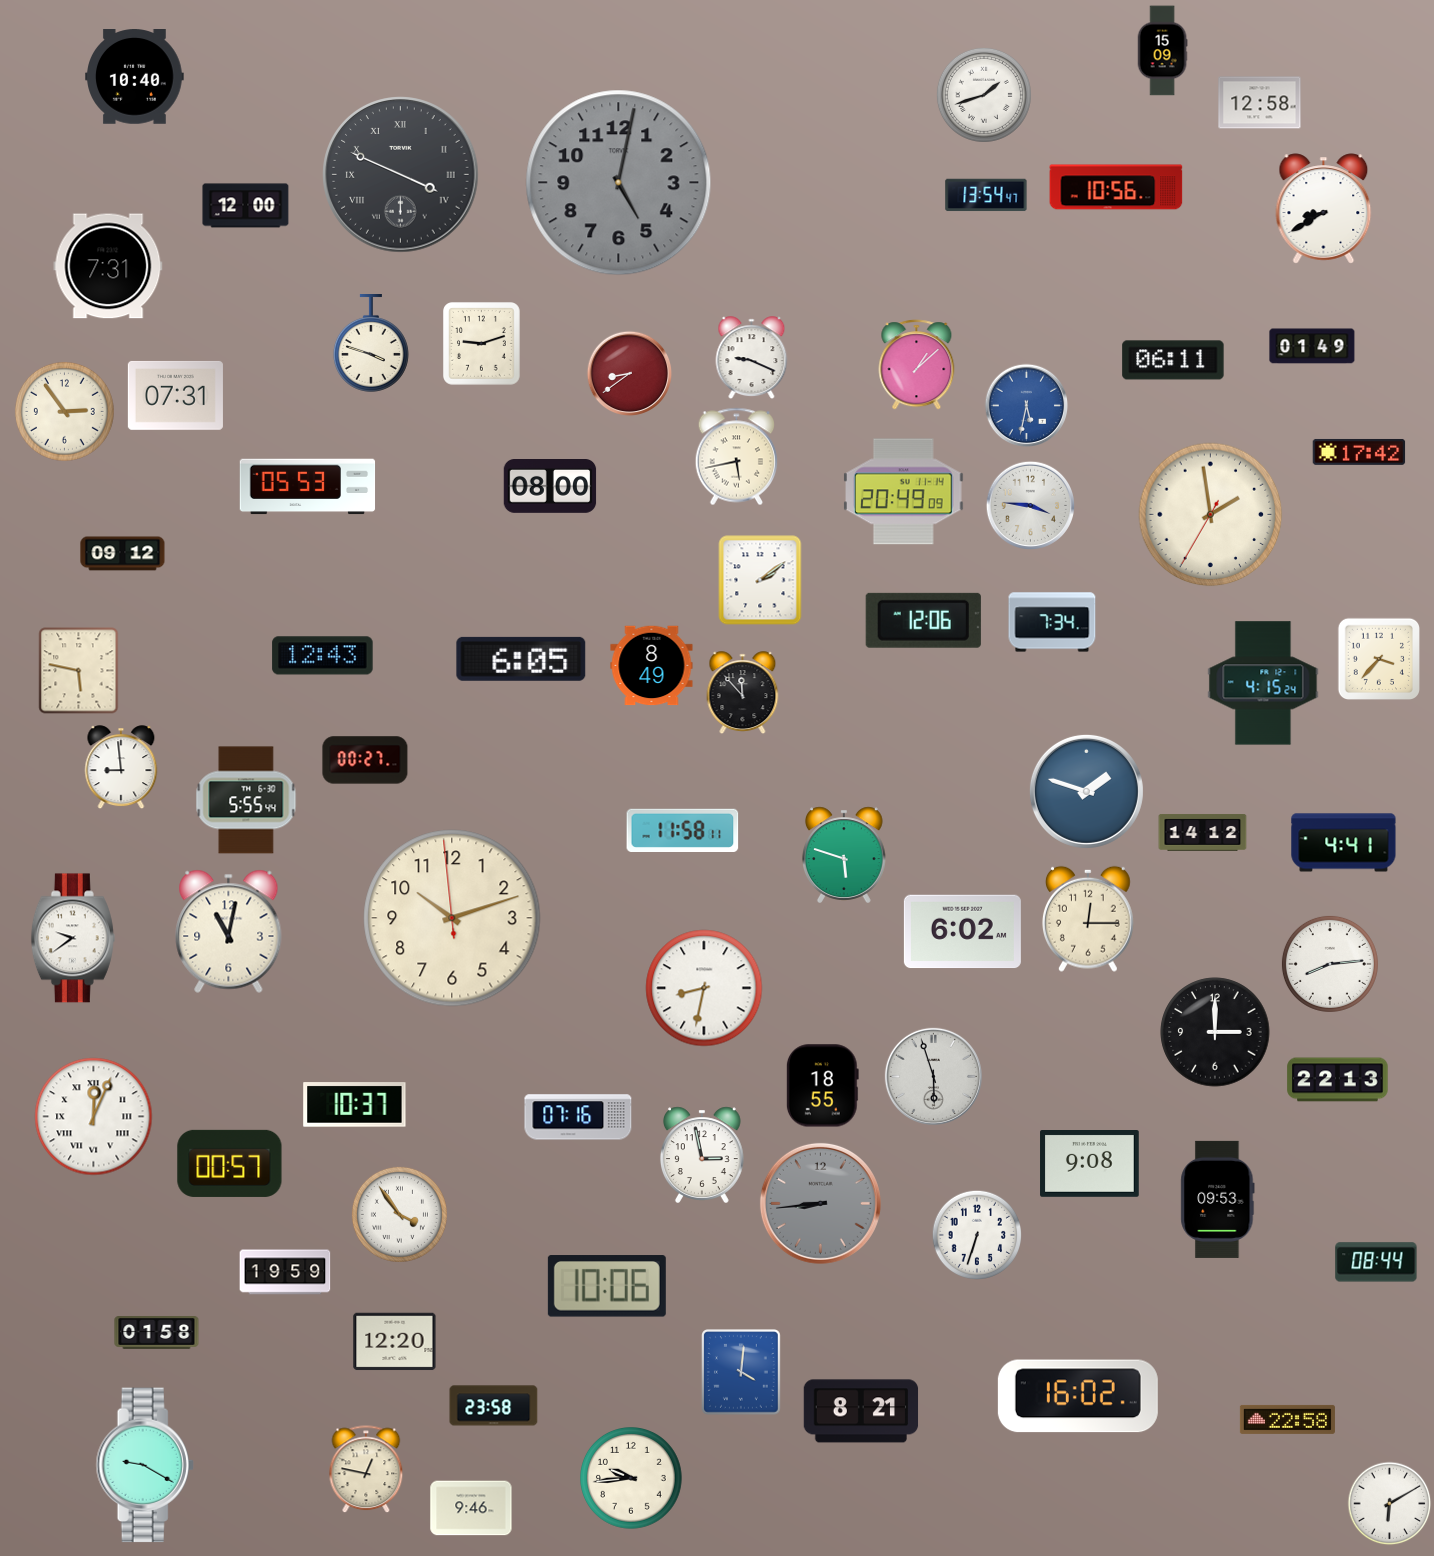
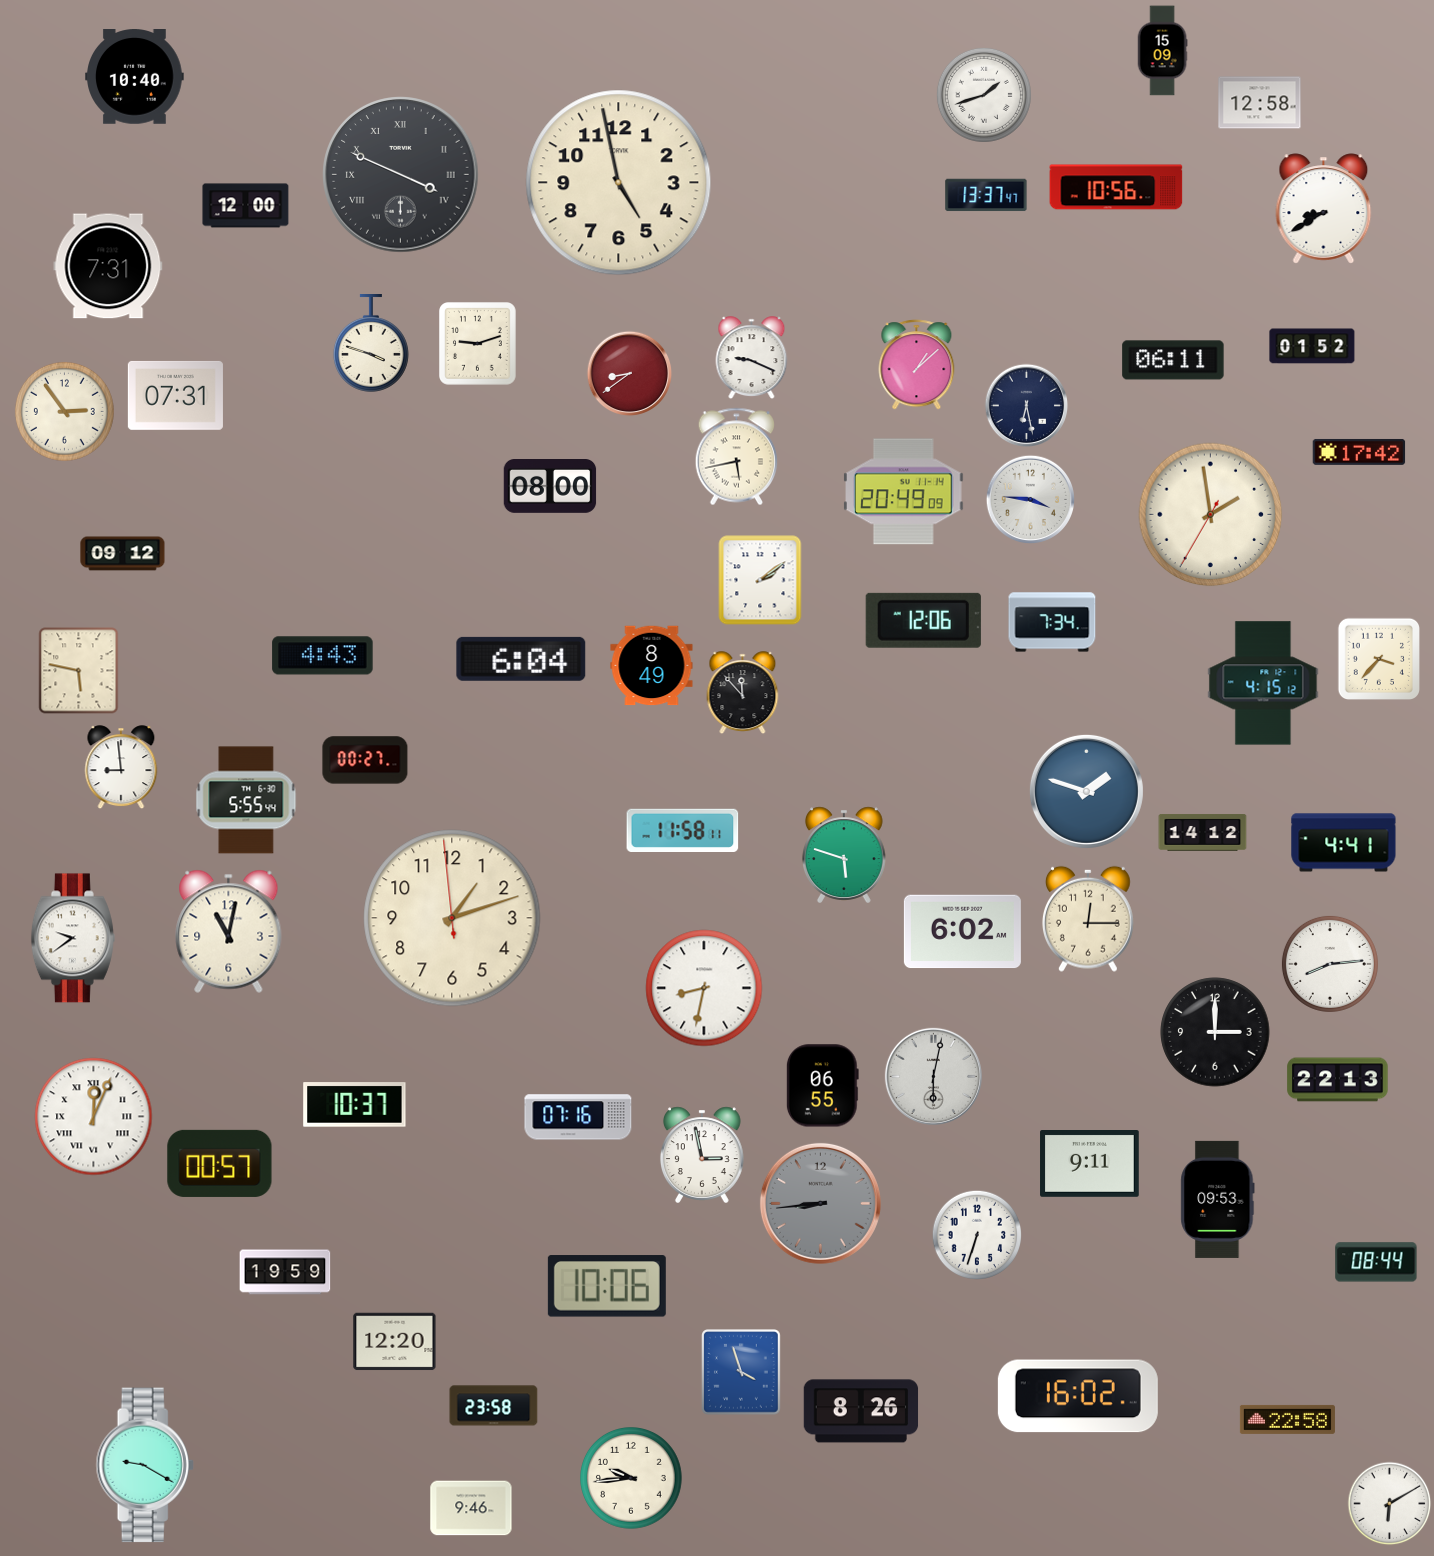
clock at (619, 183): 5:02 -> 4:58
clock at (619, 183) dial: grey -> cream
clock at (986, 195): 13:54 -> 13:37
clock at (482, 344) position: (482, 344) -> (478, 344)
clock at (1312, 346): 01:49 -> 01:52
clock at (1027, 406): 5:32 -> 6:28
clock at (1027, 406) dial: blue -> navy
clock at (308, 487): 05:53 -> none
clock at (1030, 505) position: (1030, 505) -> (1030, 499)
clock at (323, 656): 12:43 -> 4:43
clock at (521, 659): 6:05 -> 6:04
clock at (1263, 683): 4:15:24 -> 4:15:12
clock at (452, 918): 10:11 -> 1:11
clock at (933, 1076): 5:57 -> 6:02
clock at (822, 1086): 18:55 -> 06:55
clock at (230, 1163) position: (230, 1163) -> (220, 1163)
clock at (1090, 1164): 9:08 -> 9:11
clock at (399, 1214): 3:54 -> none
clock at (157, 1333): 01:58 -> none
clock at (742, 1373): 4:01 -> 3:57
clock at (861, 1411): 8:21 -> 8:26
clock at (366, 1470): 12:47 -> none
